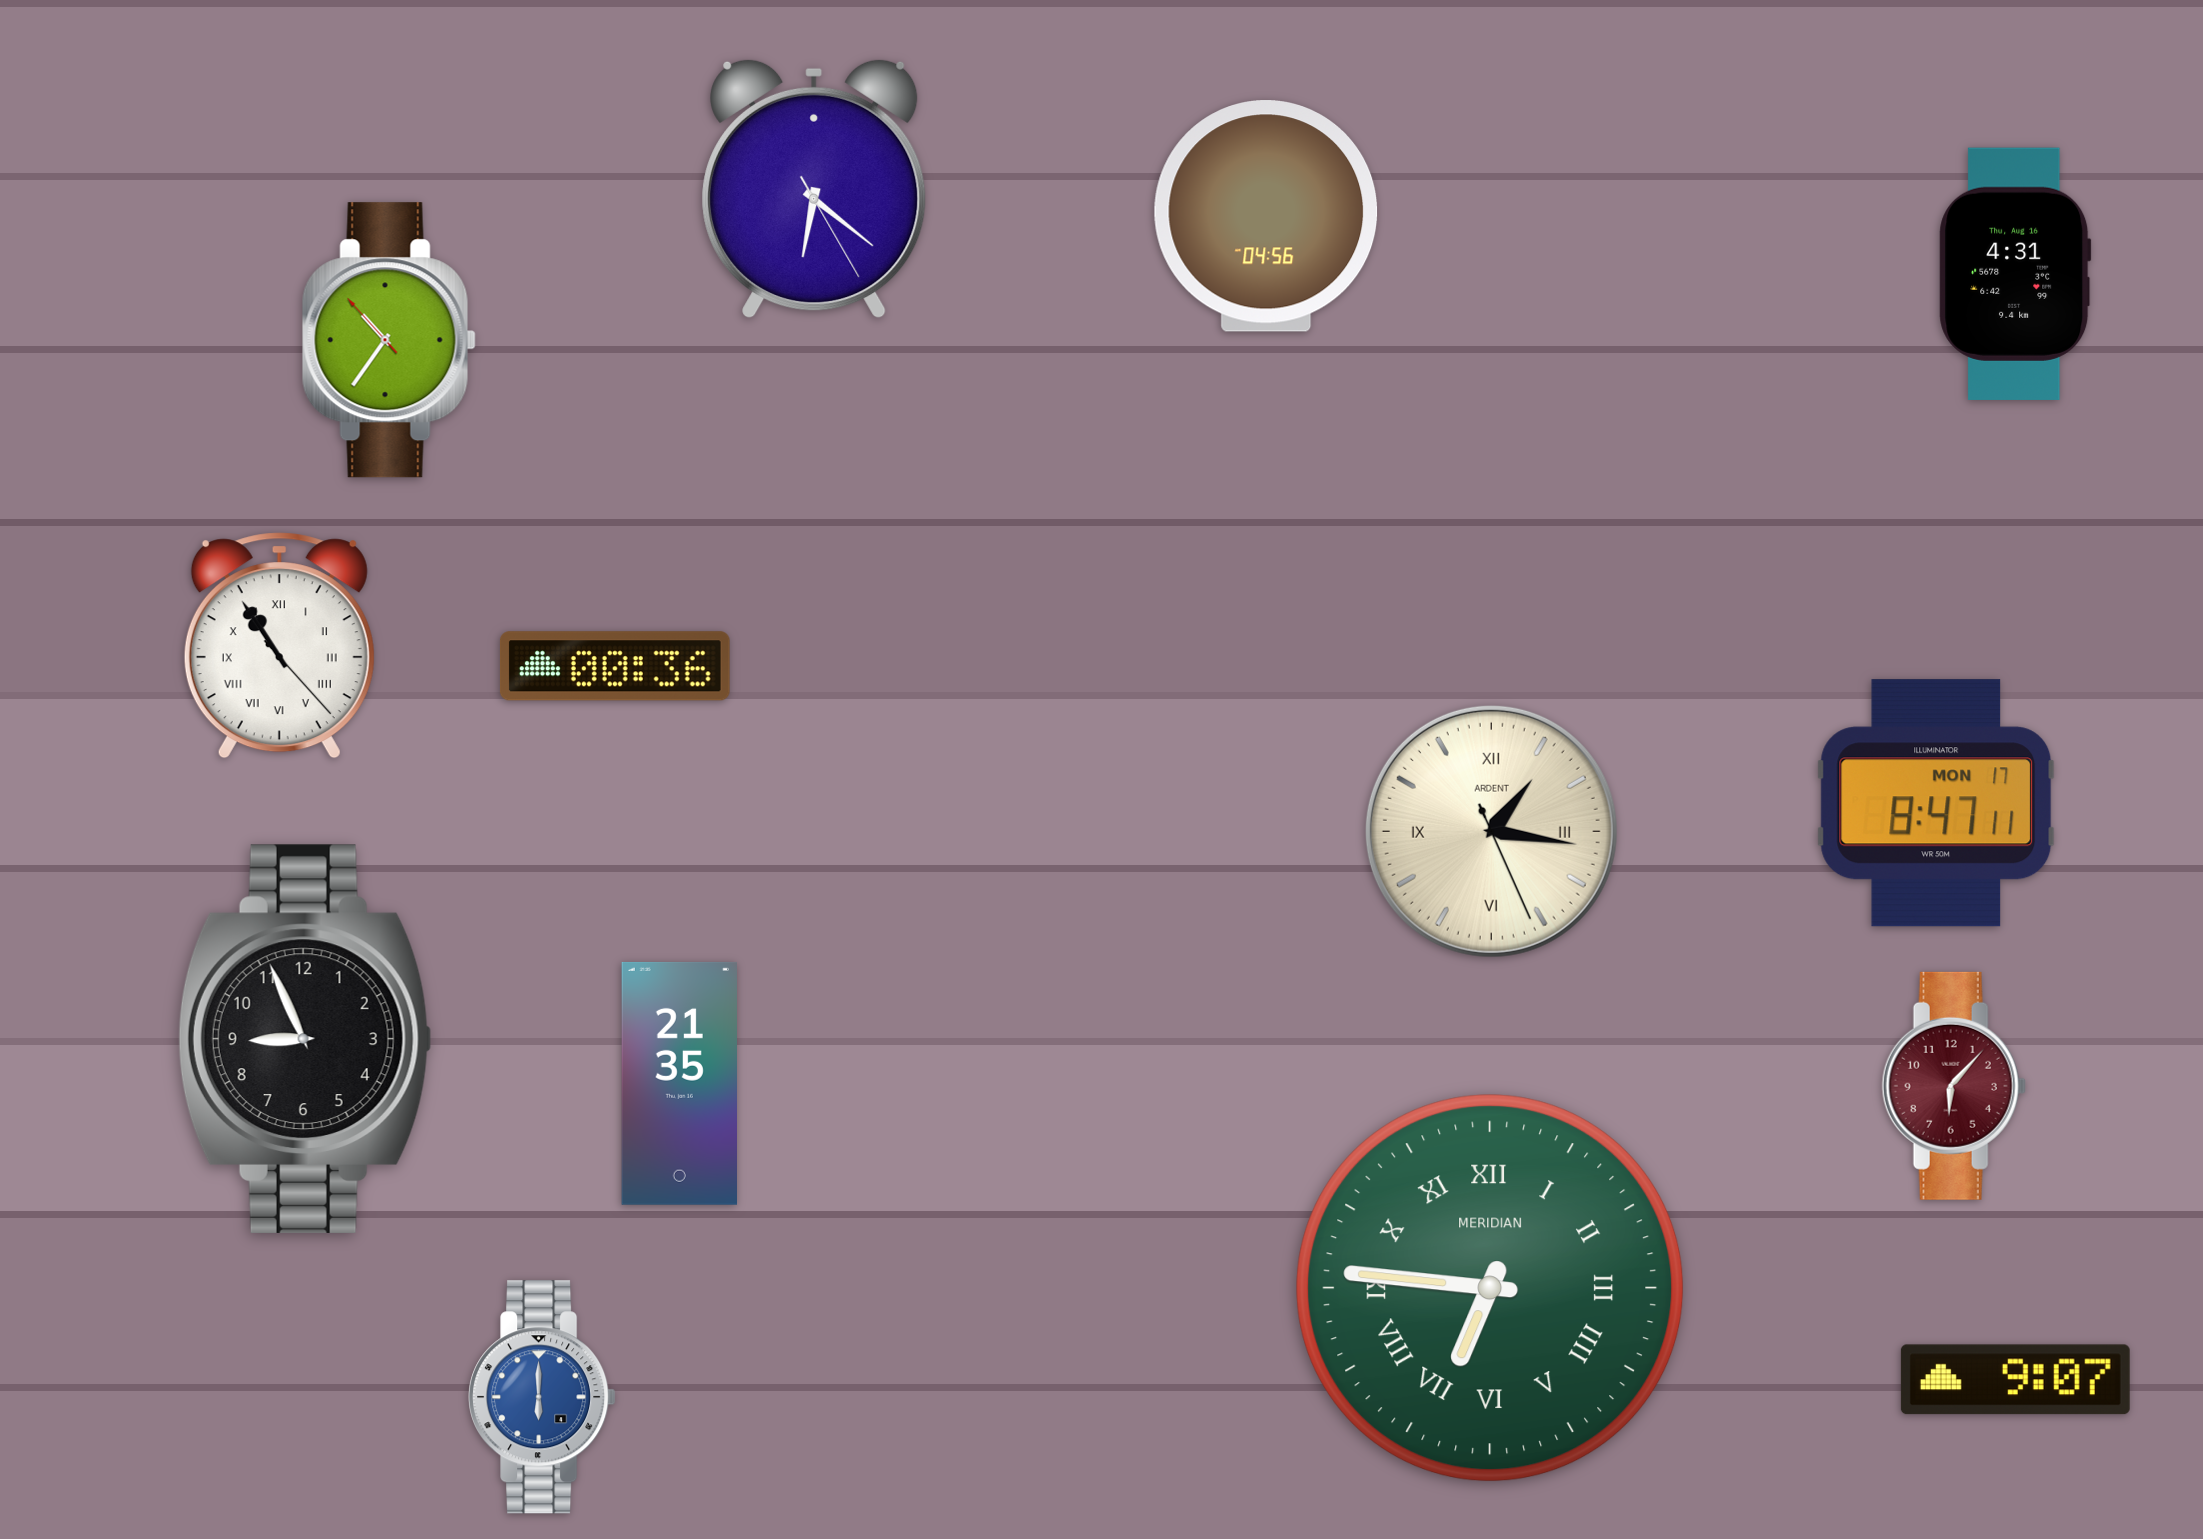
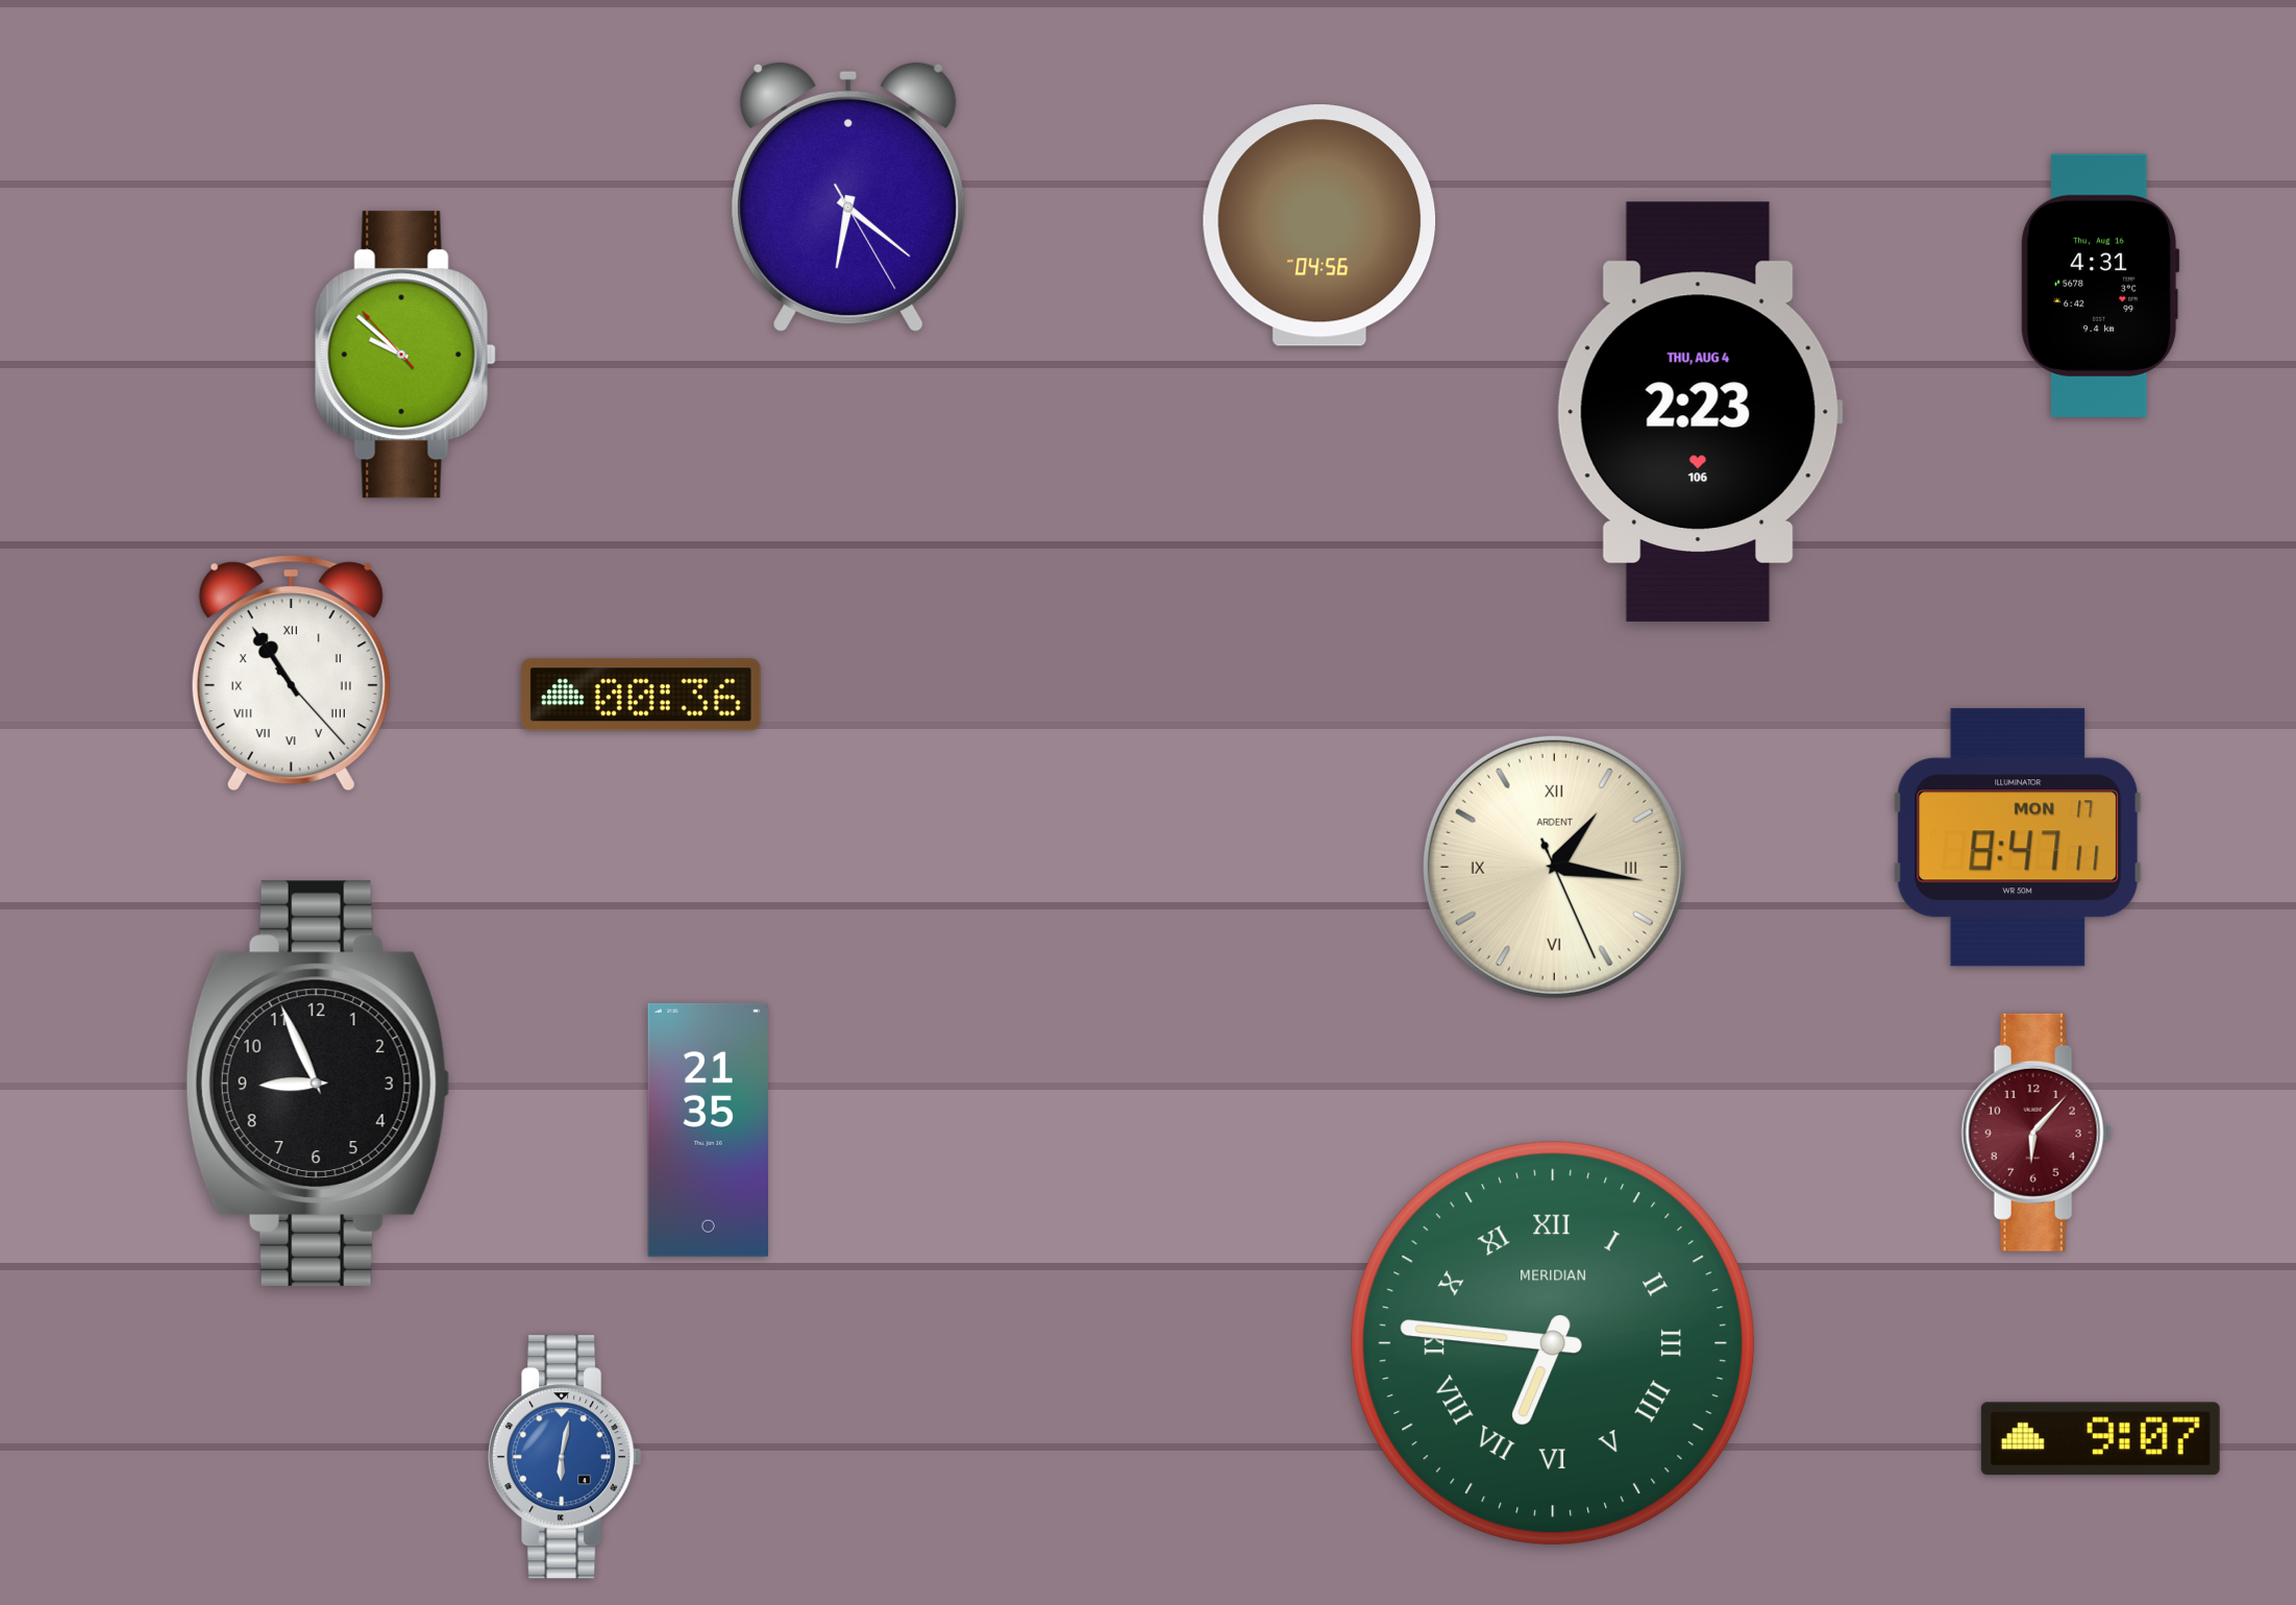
clock at (389, 340): 10:35 -> 9:51
clock at (1700, 412): none -> 2:23
clock at (542, 1397): 6:00 -> 6:02
